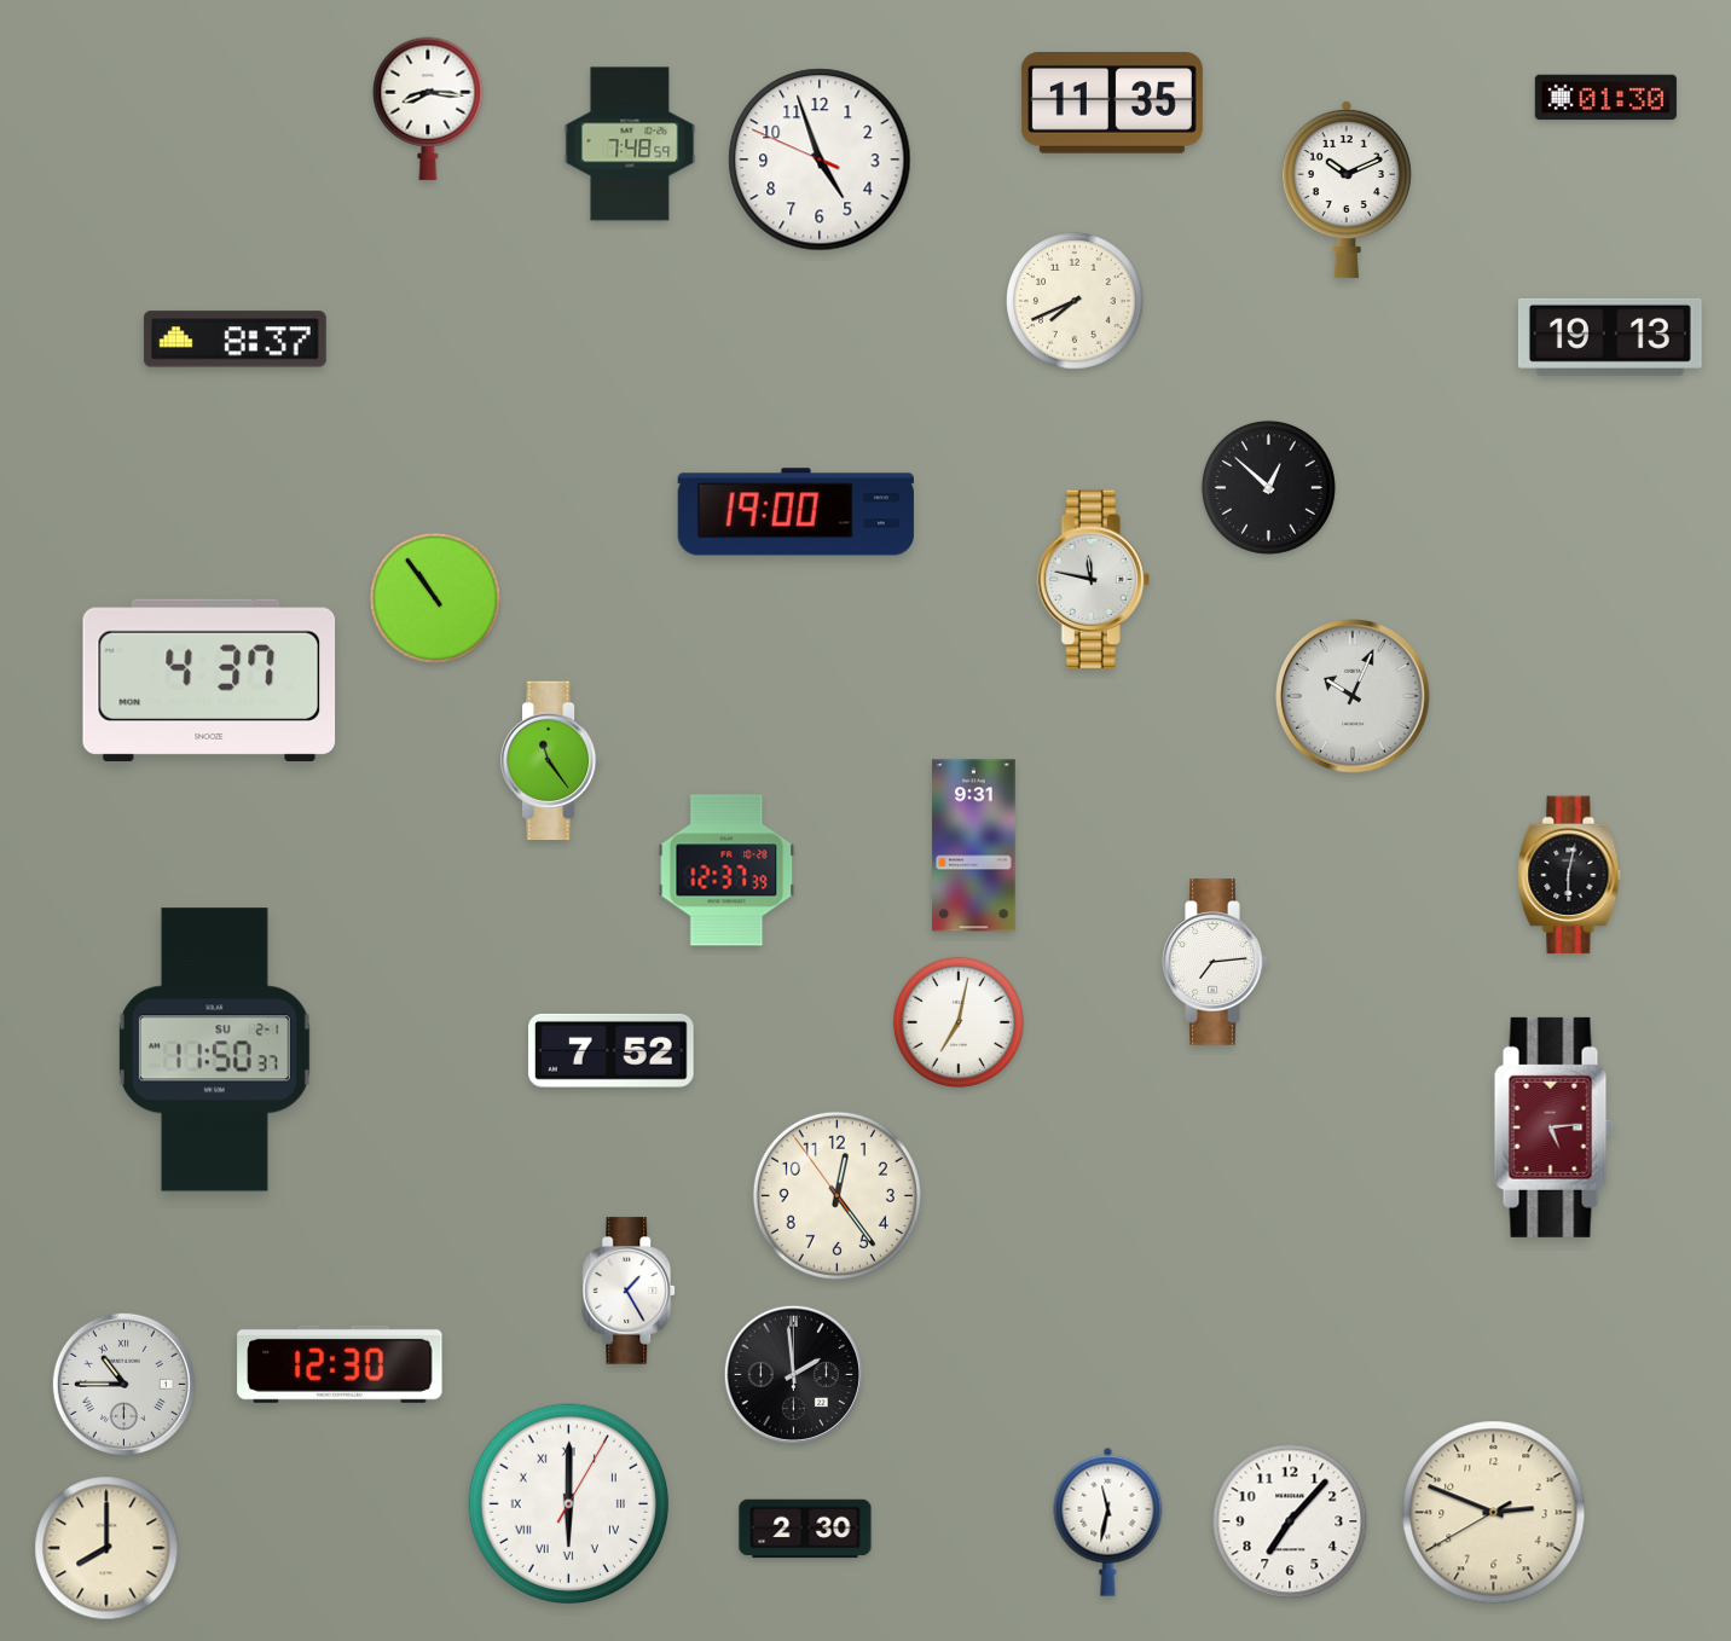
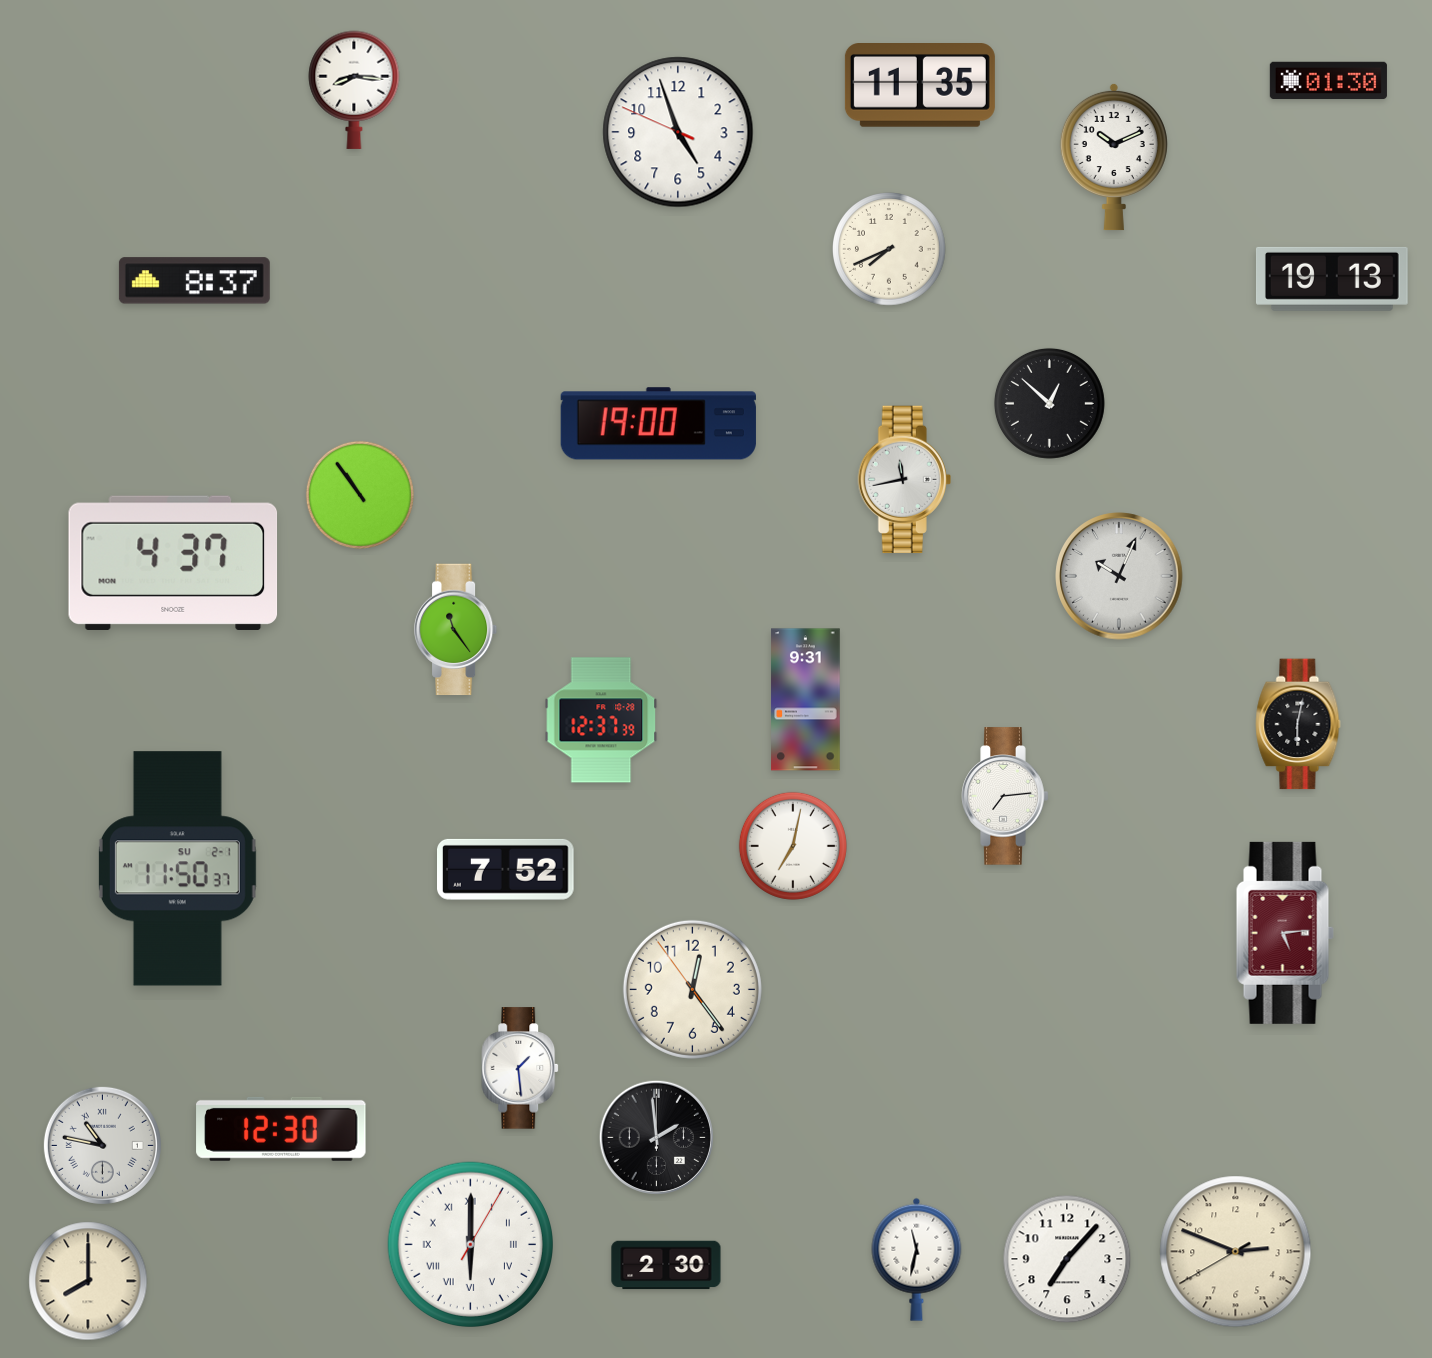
clock at (630, 144): 7:48 -> none
clock at (1093, 580): 11:47 -> 11:43
clock at (630, 1291): 1:25 -> 1:29
clock at (123, 1384): 10:45 -> 10:47
